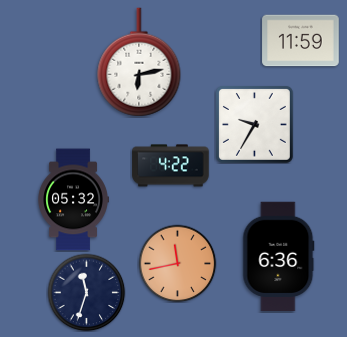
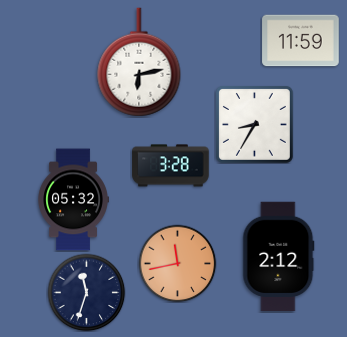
clock at (254, 124): 9:35 -> 8:35
clock at (171, 166): 4:22 -> 3:28
clock at (279, 257): 6:36 -> 2:12
